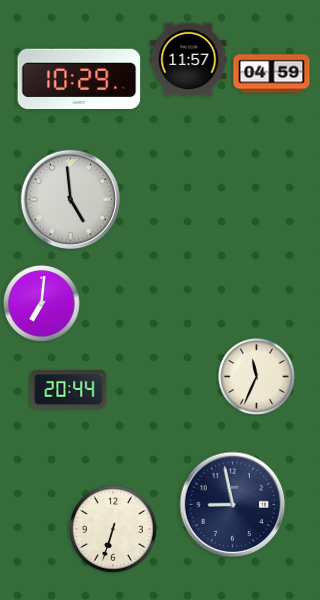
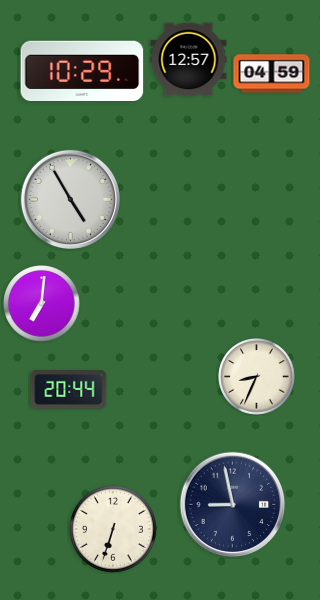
clock at (189, 60): 11:57 -> 12:57
clock at (79, 79) position: (79, 79) -> (82, 71)
clock at (70, 199): 4:59 -> 4:55
clock at (257, 377): 11:34 -> 8:34
